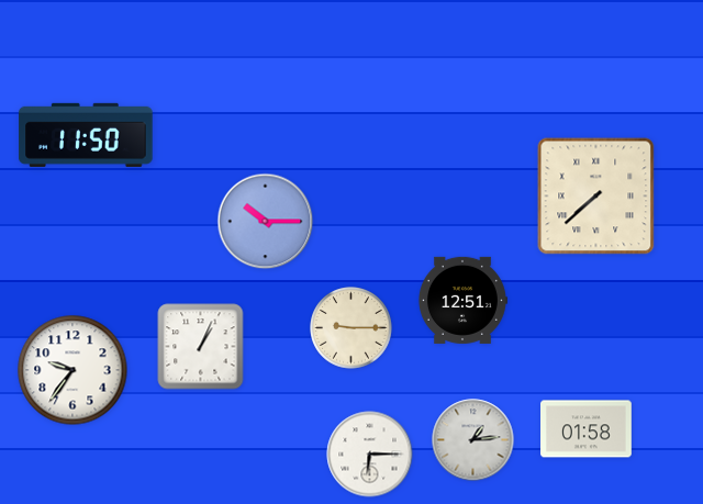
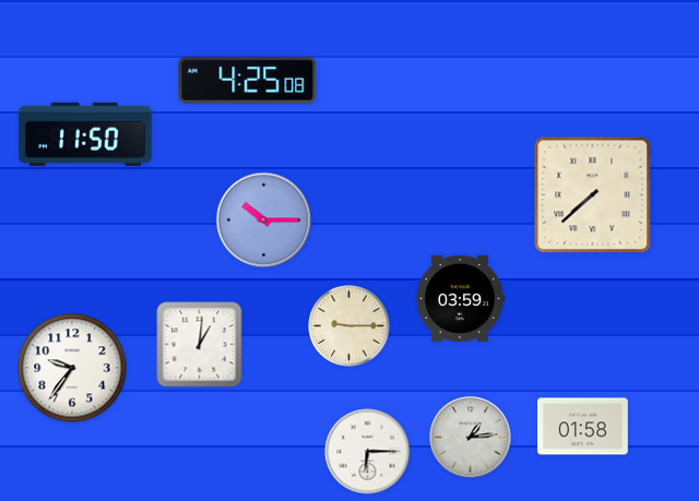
clock at (248, 81): none -> 4:25
clock at (462, 300): 12:51 -> 03:59
clock at (201, 347): 1:04 -> 1:01
